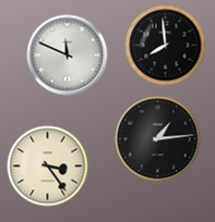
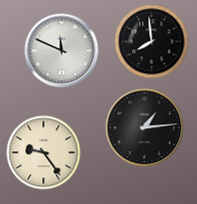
clock at (48, 166): 3:24 -> 9:24
